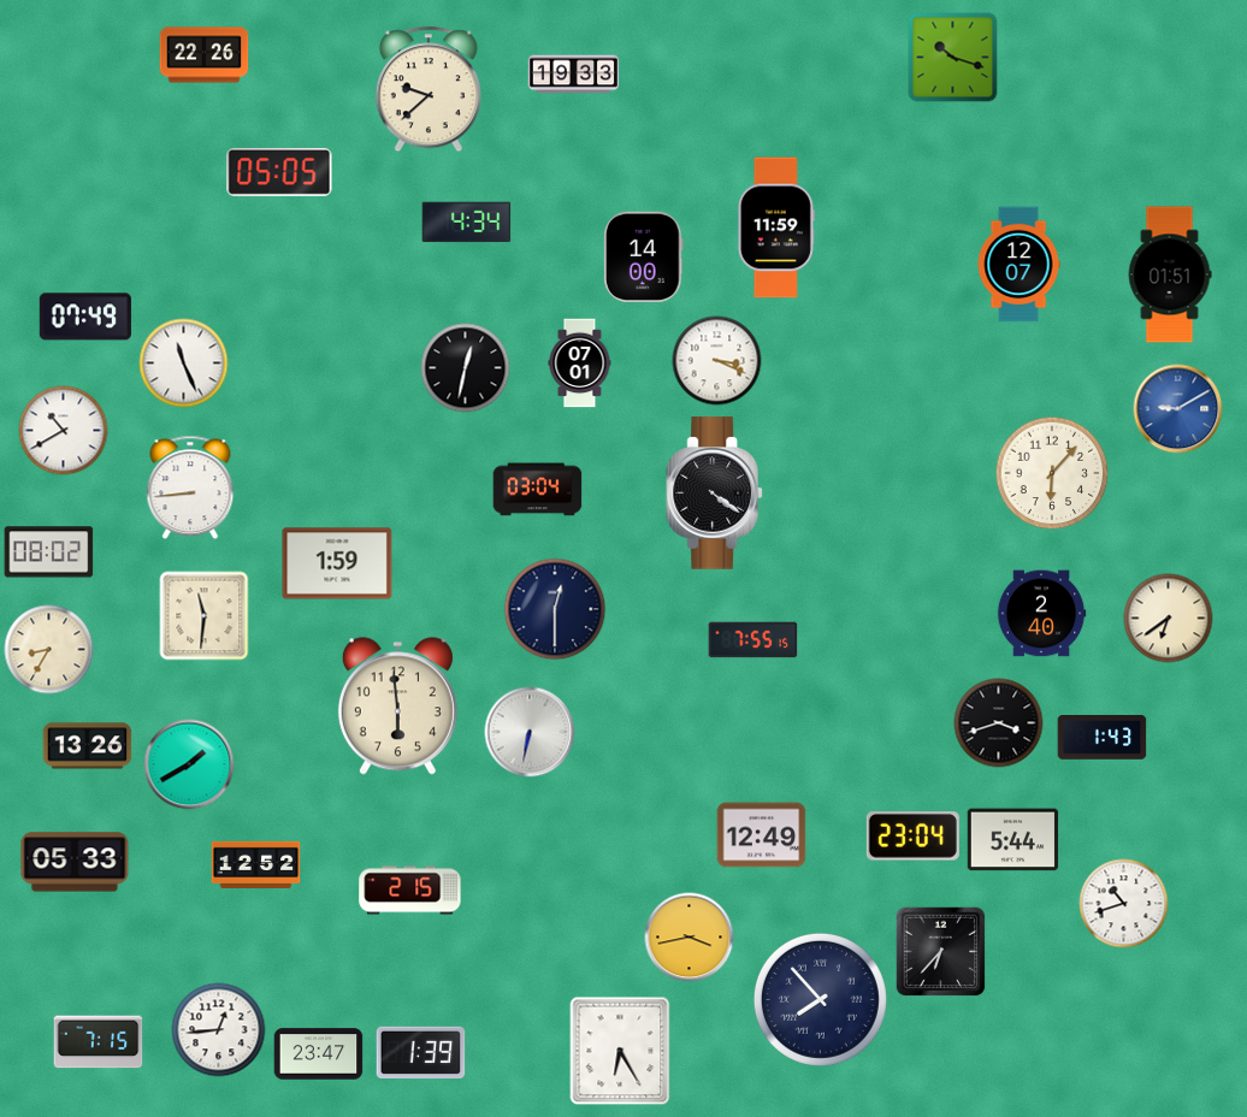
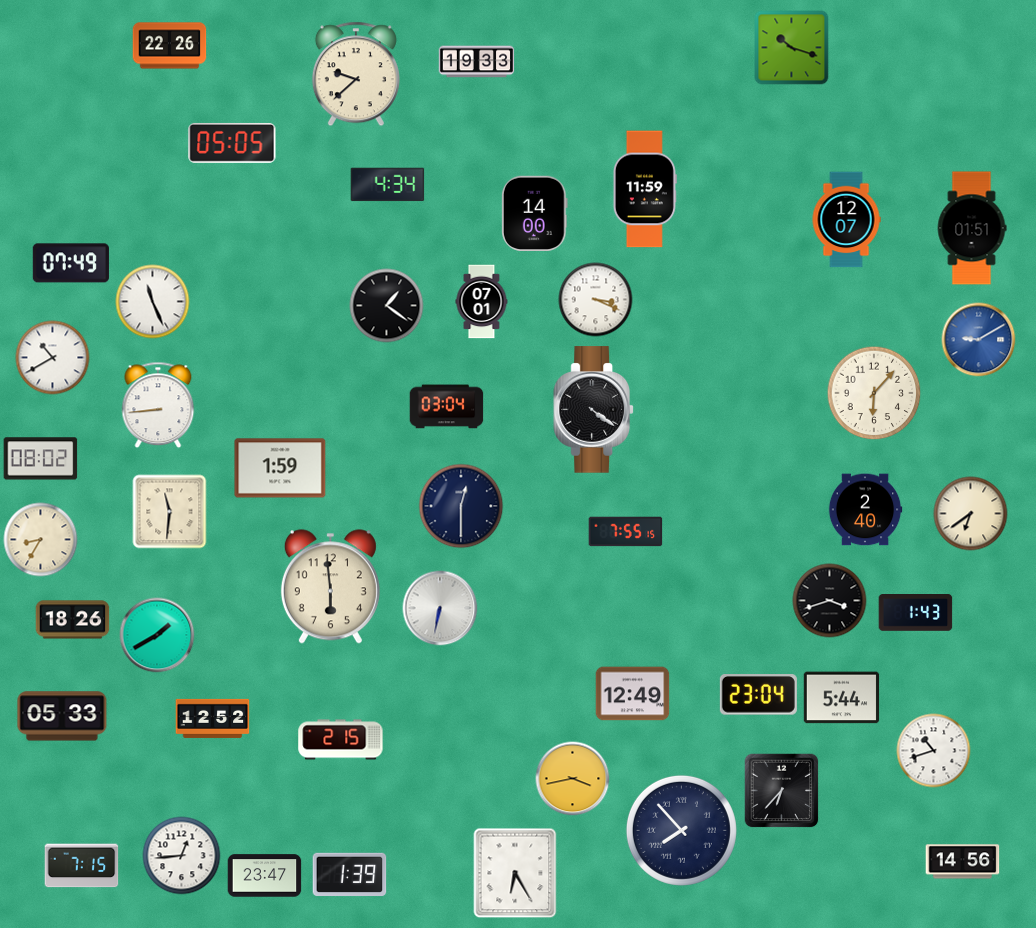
clock at (466, 368): 12:32 -> 1:21
clock at (88, 746): 13:26 -> 18:26
clock at (963, 862): none -> 14:56
